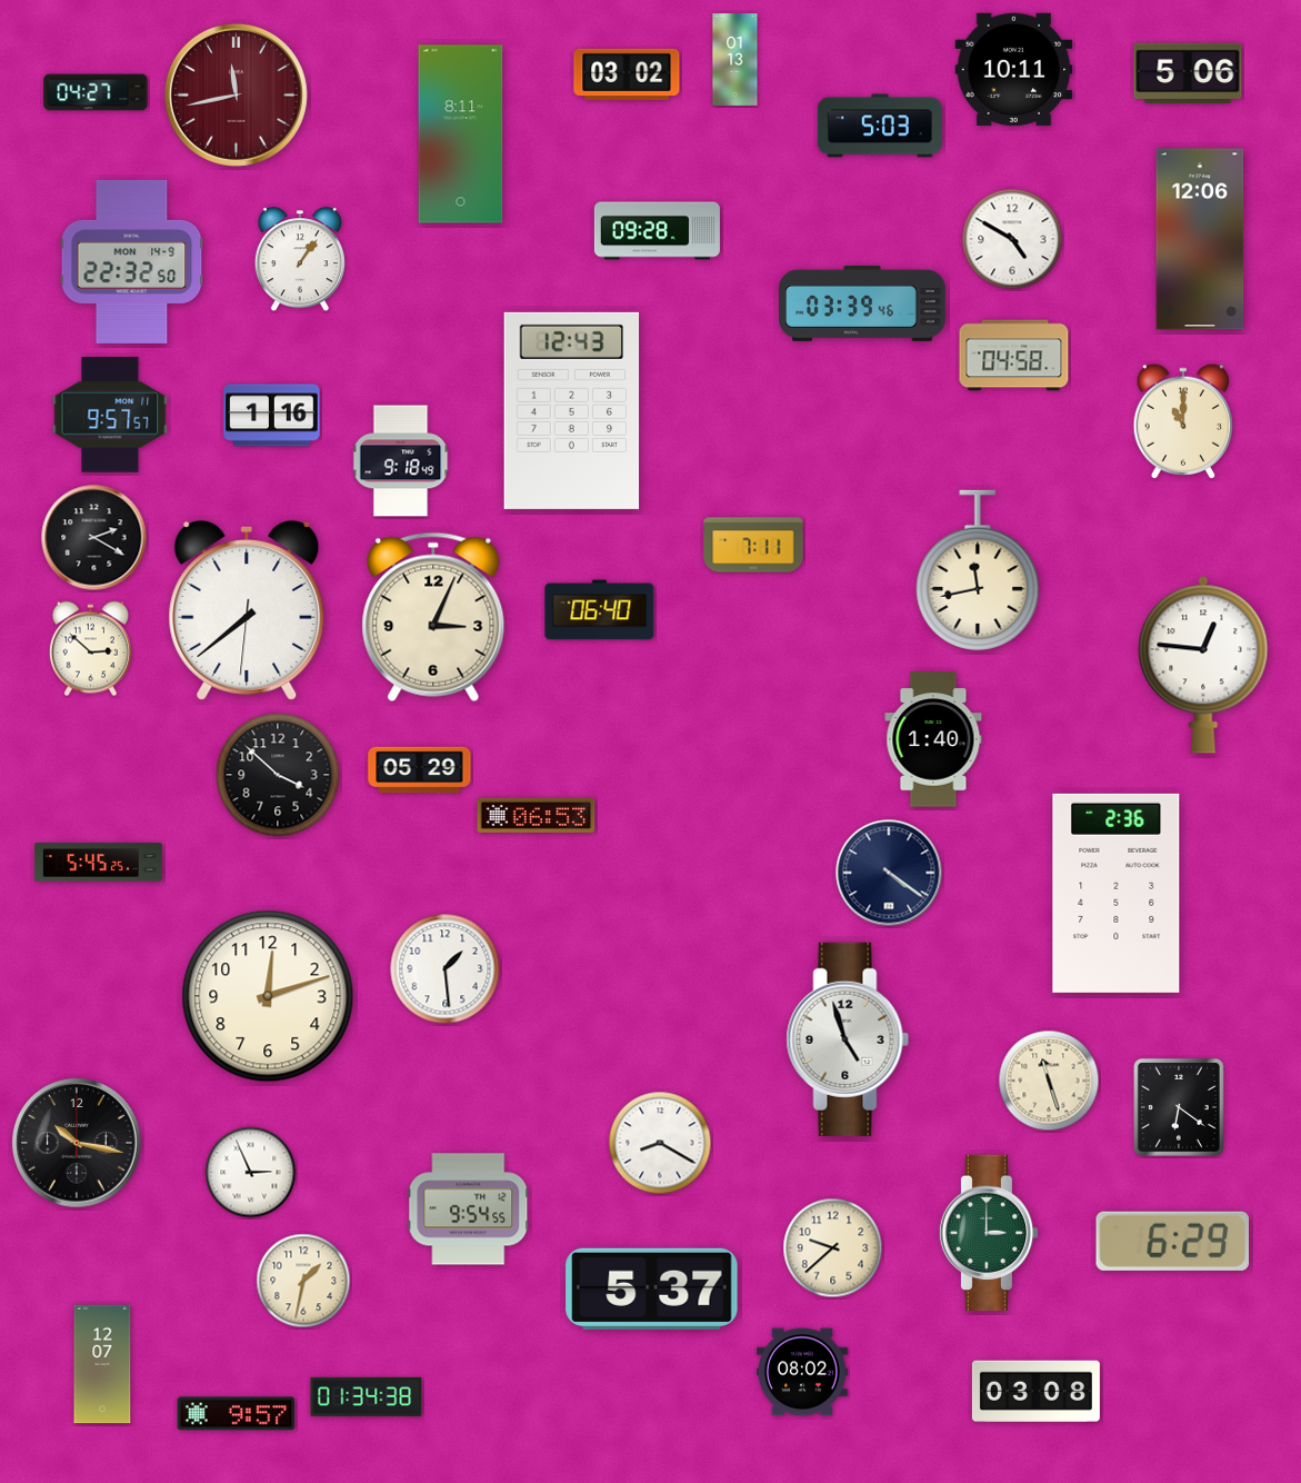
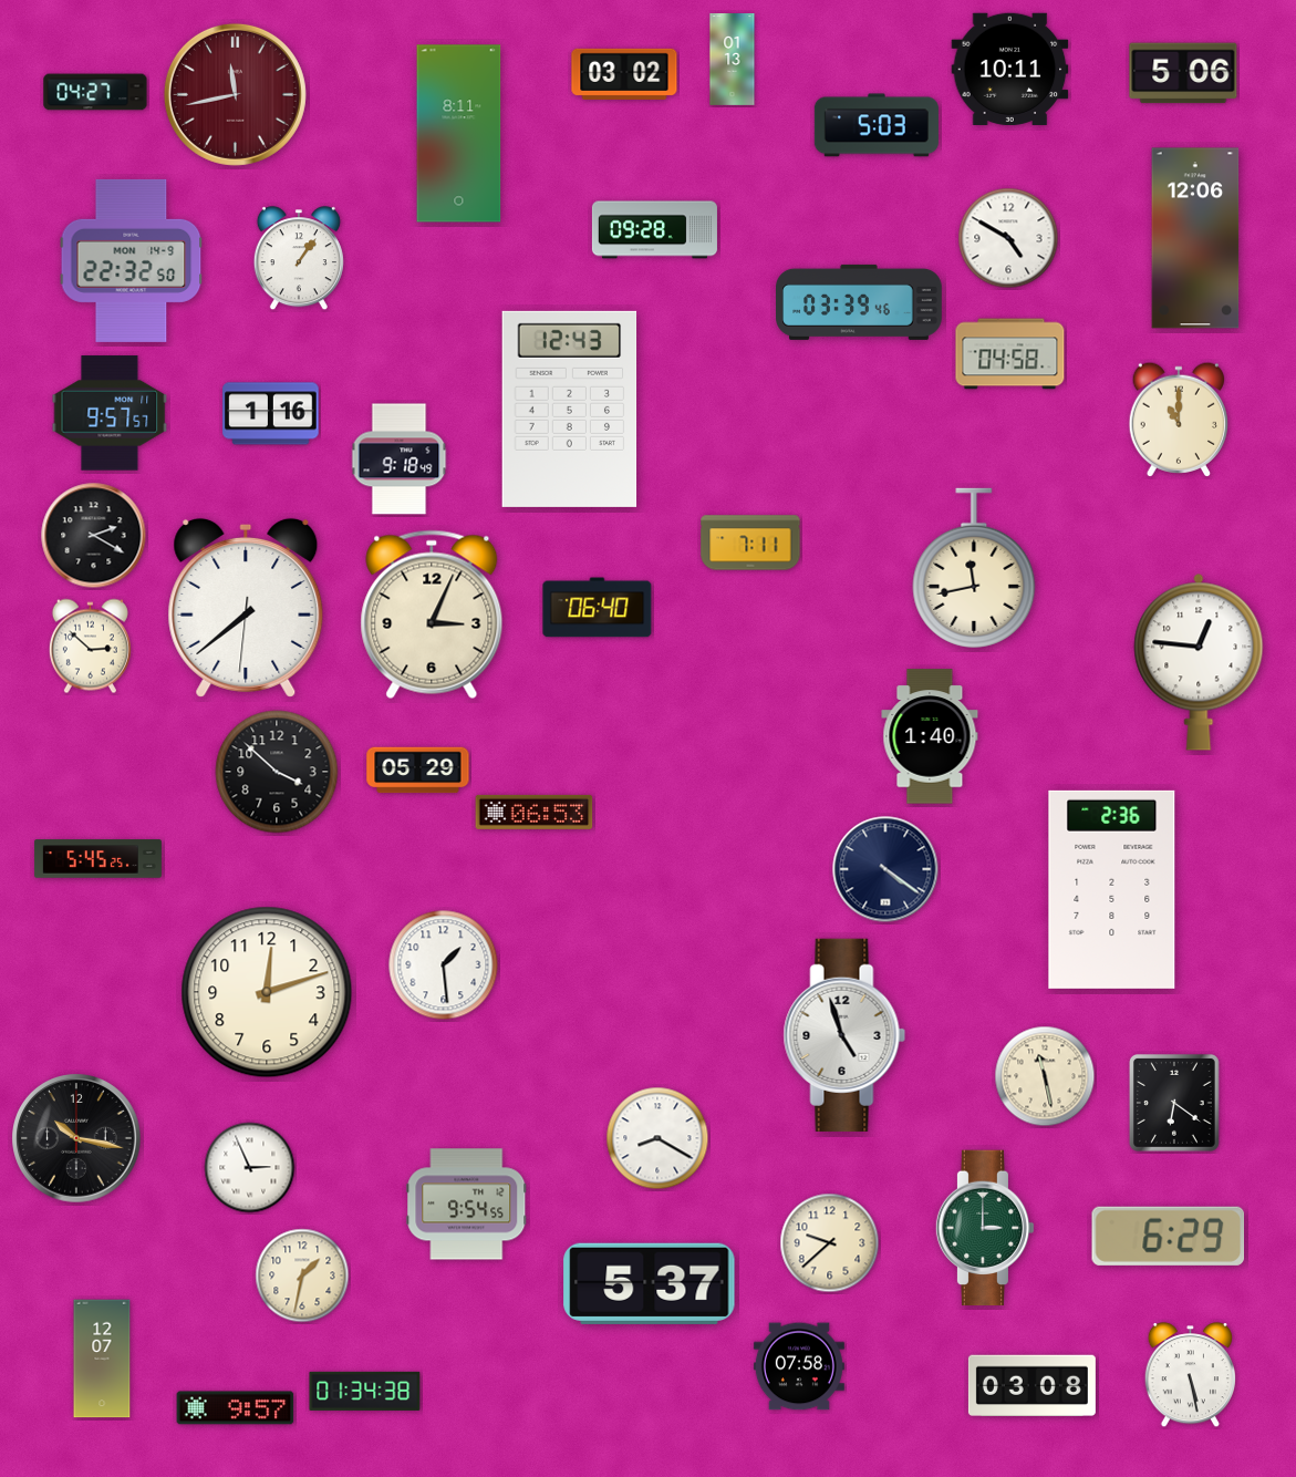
clock at (420, 770) position: (420, 770) -> (418, 771)
clock at (1049, 1081): 11:27 -> 11:28
clock at (802, 1372): 08:02 -> 07:58
clock at (1190, 1375): none -> 5:28
